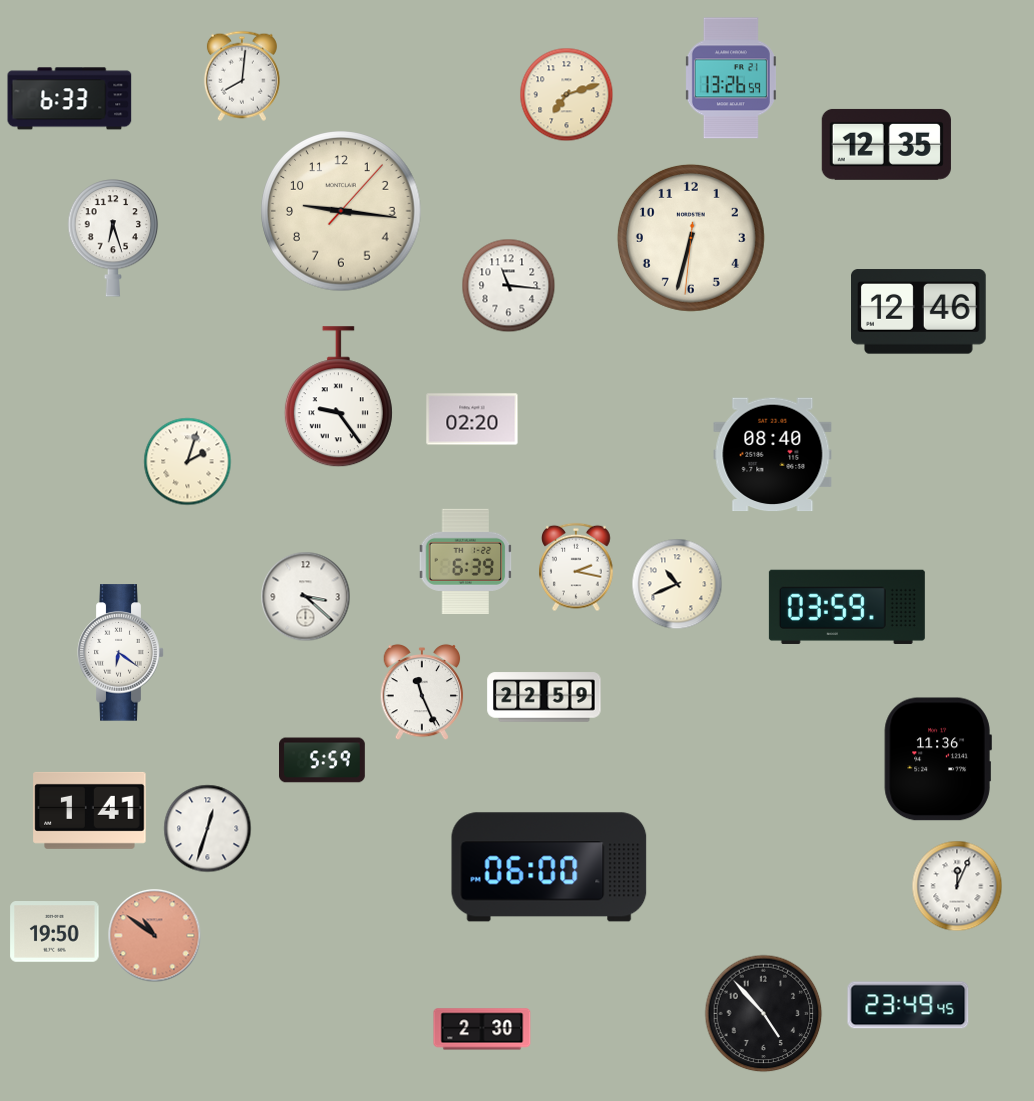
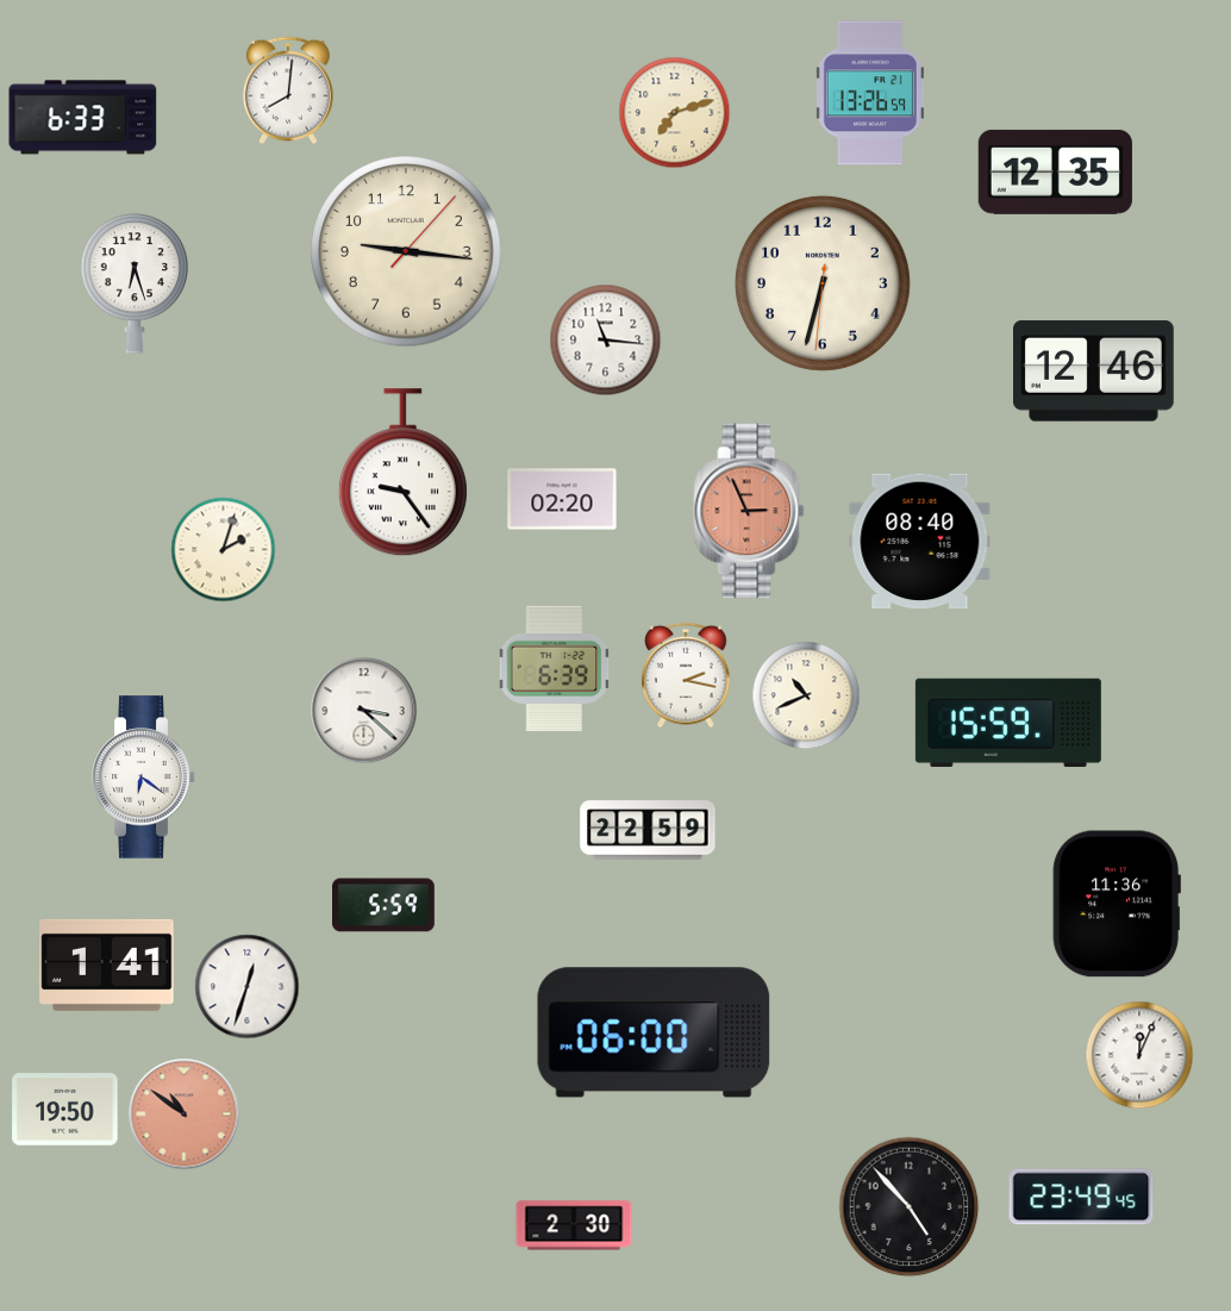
clock at (749, 511): none -> 2:56
clock at (847, 607): 03:59 -> 15:59
clock at (422, 692): 11:26 -> none
